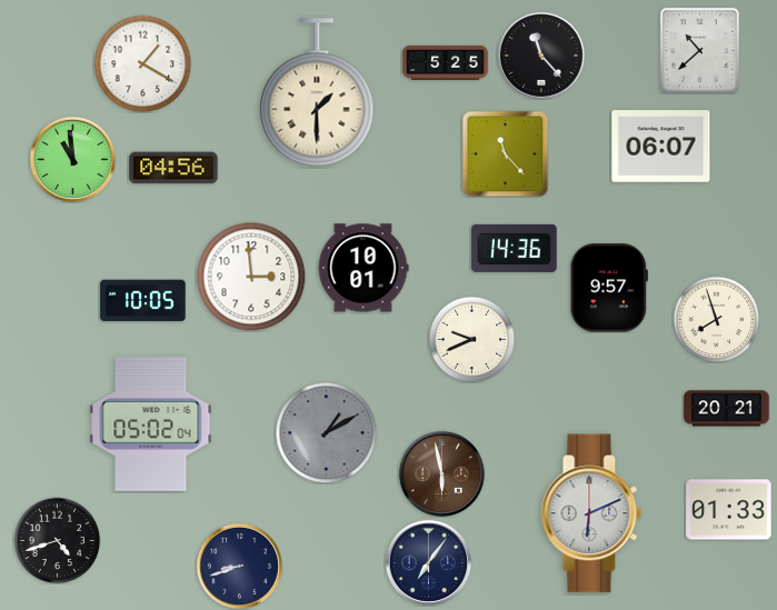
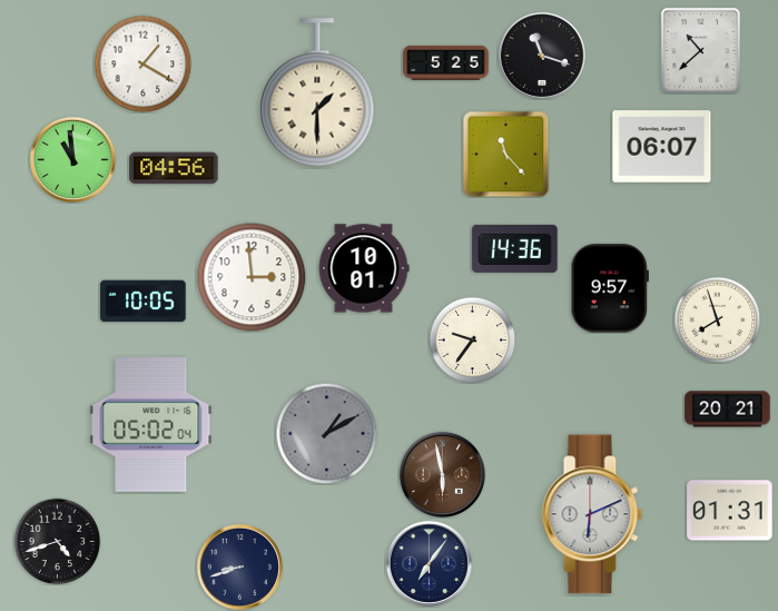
clock at (541, 56): 11:23 -> 11:18
clock at (471, 339): 9:41 -> 9:36
clock at (729, 510): 01:33 -> 01:31
